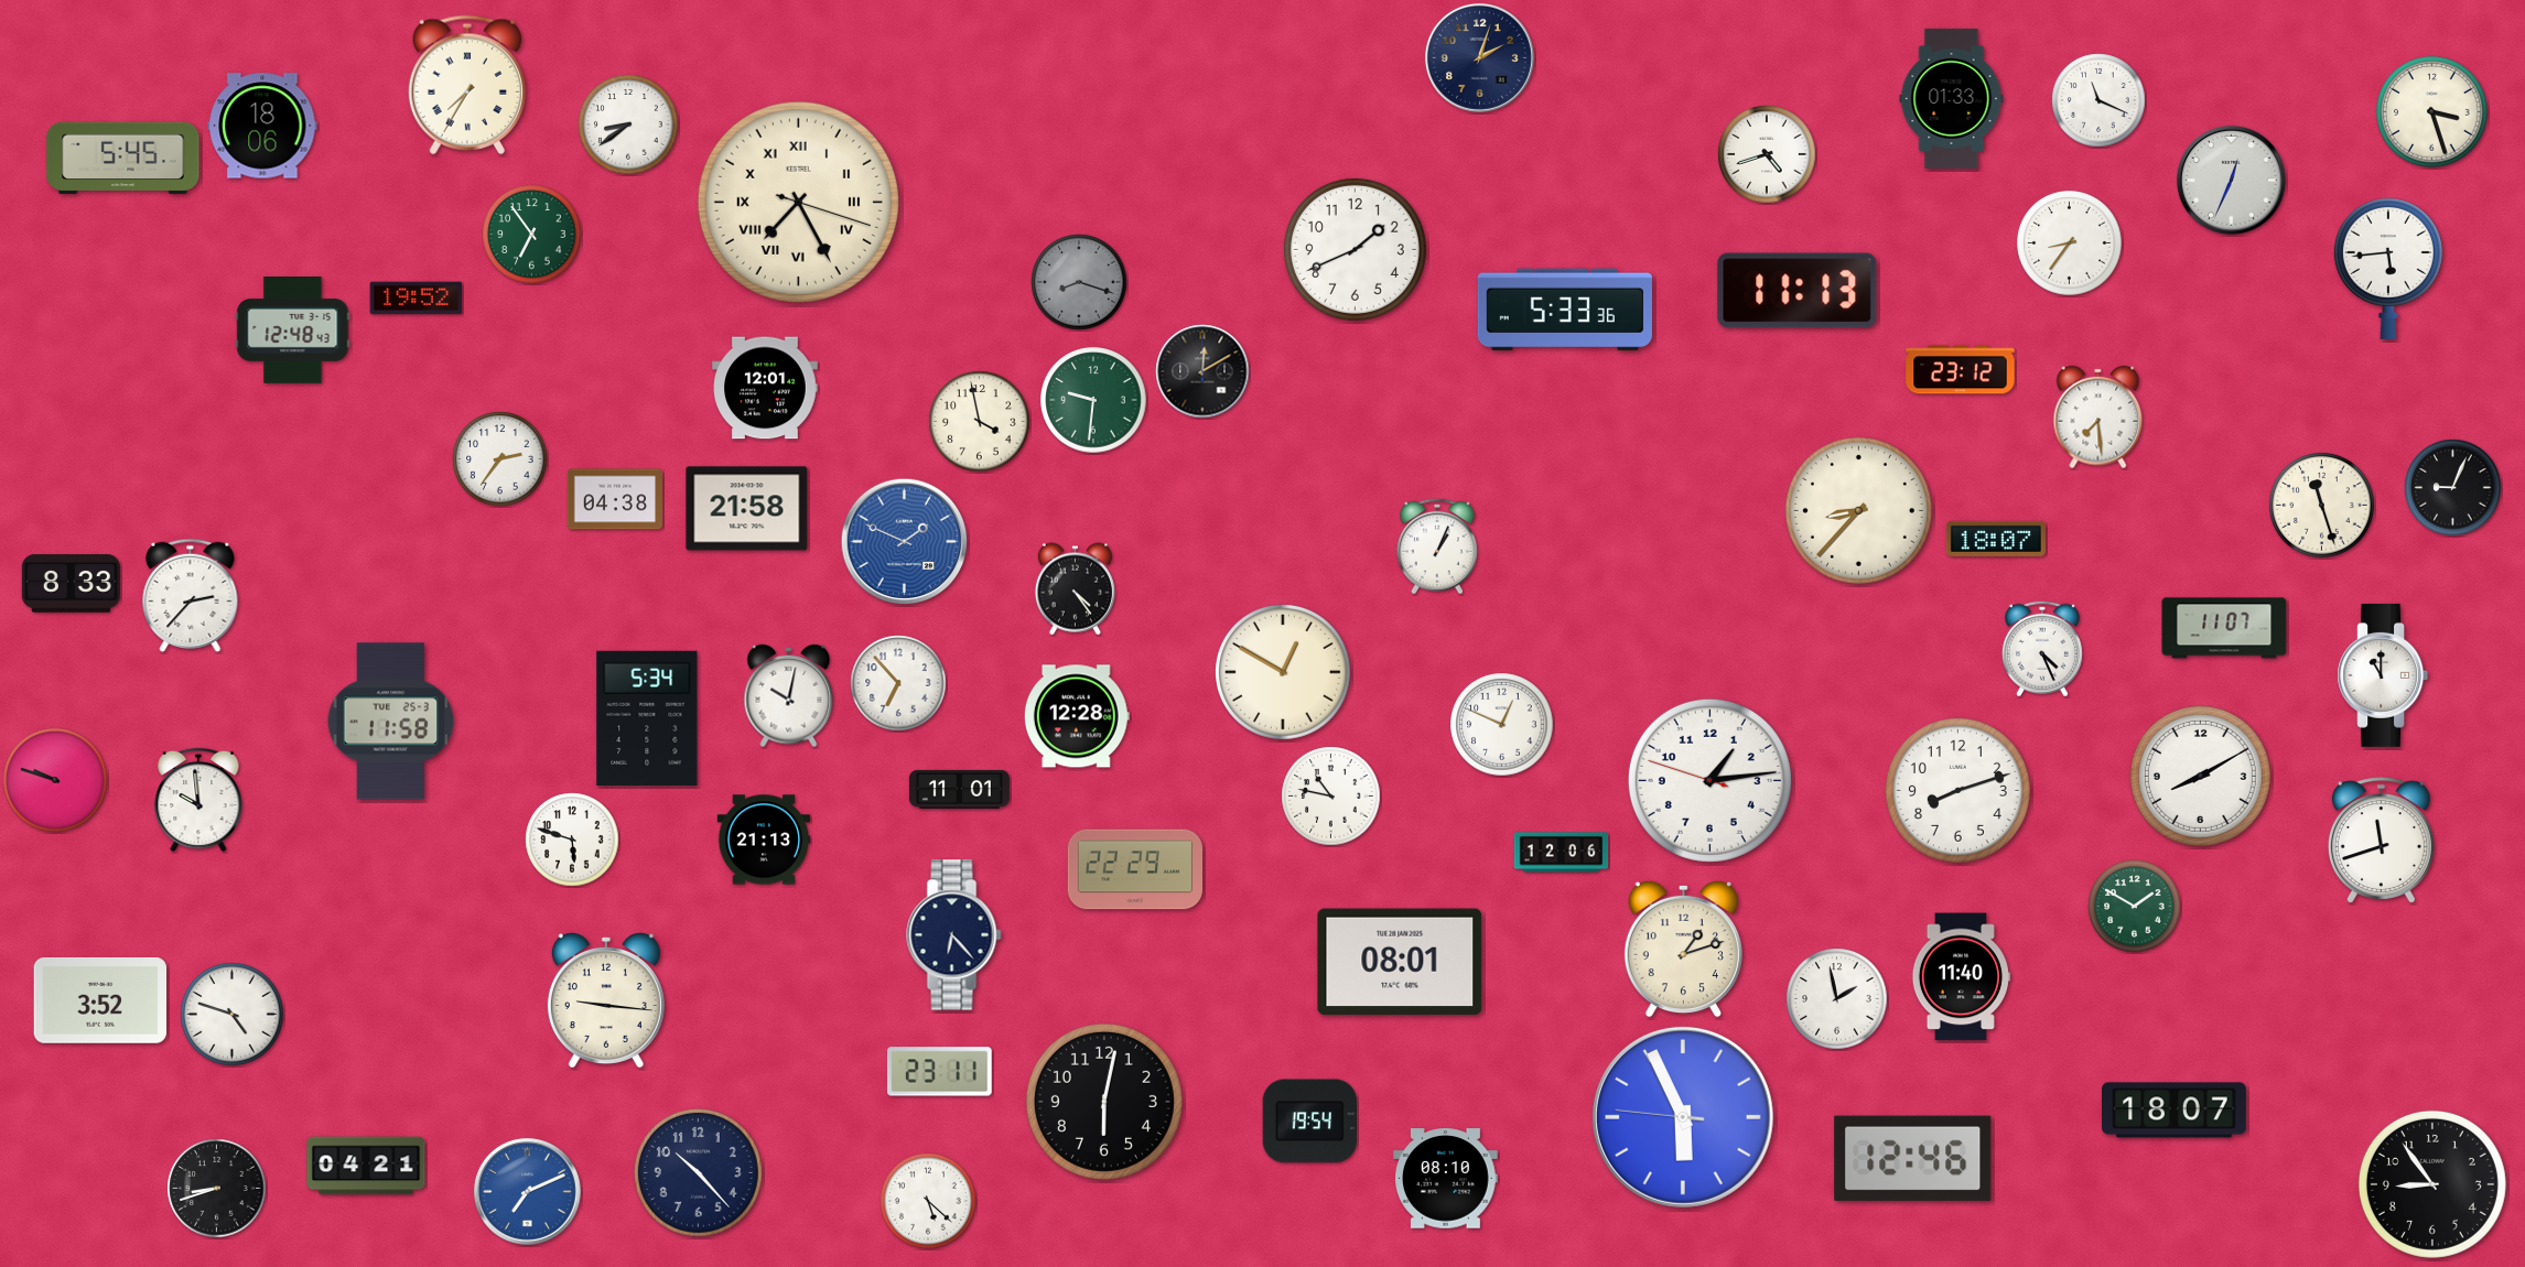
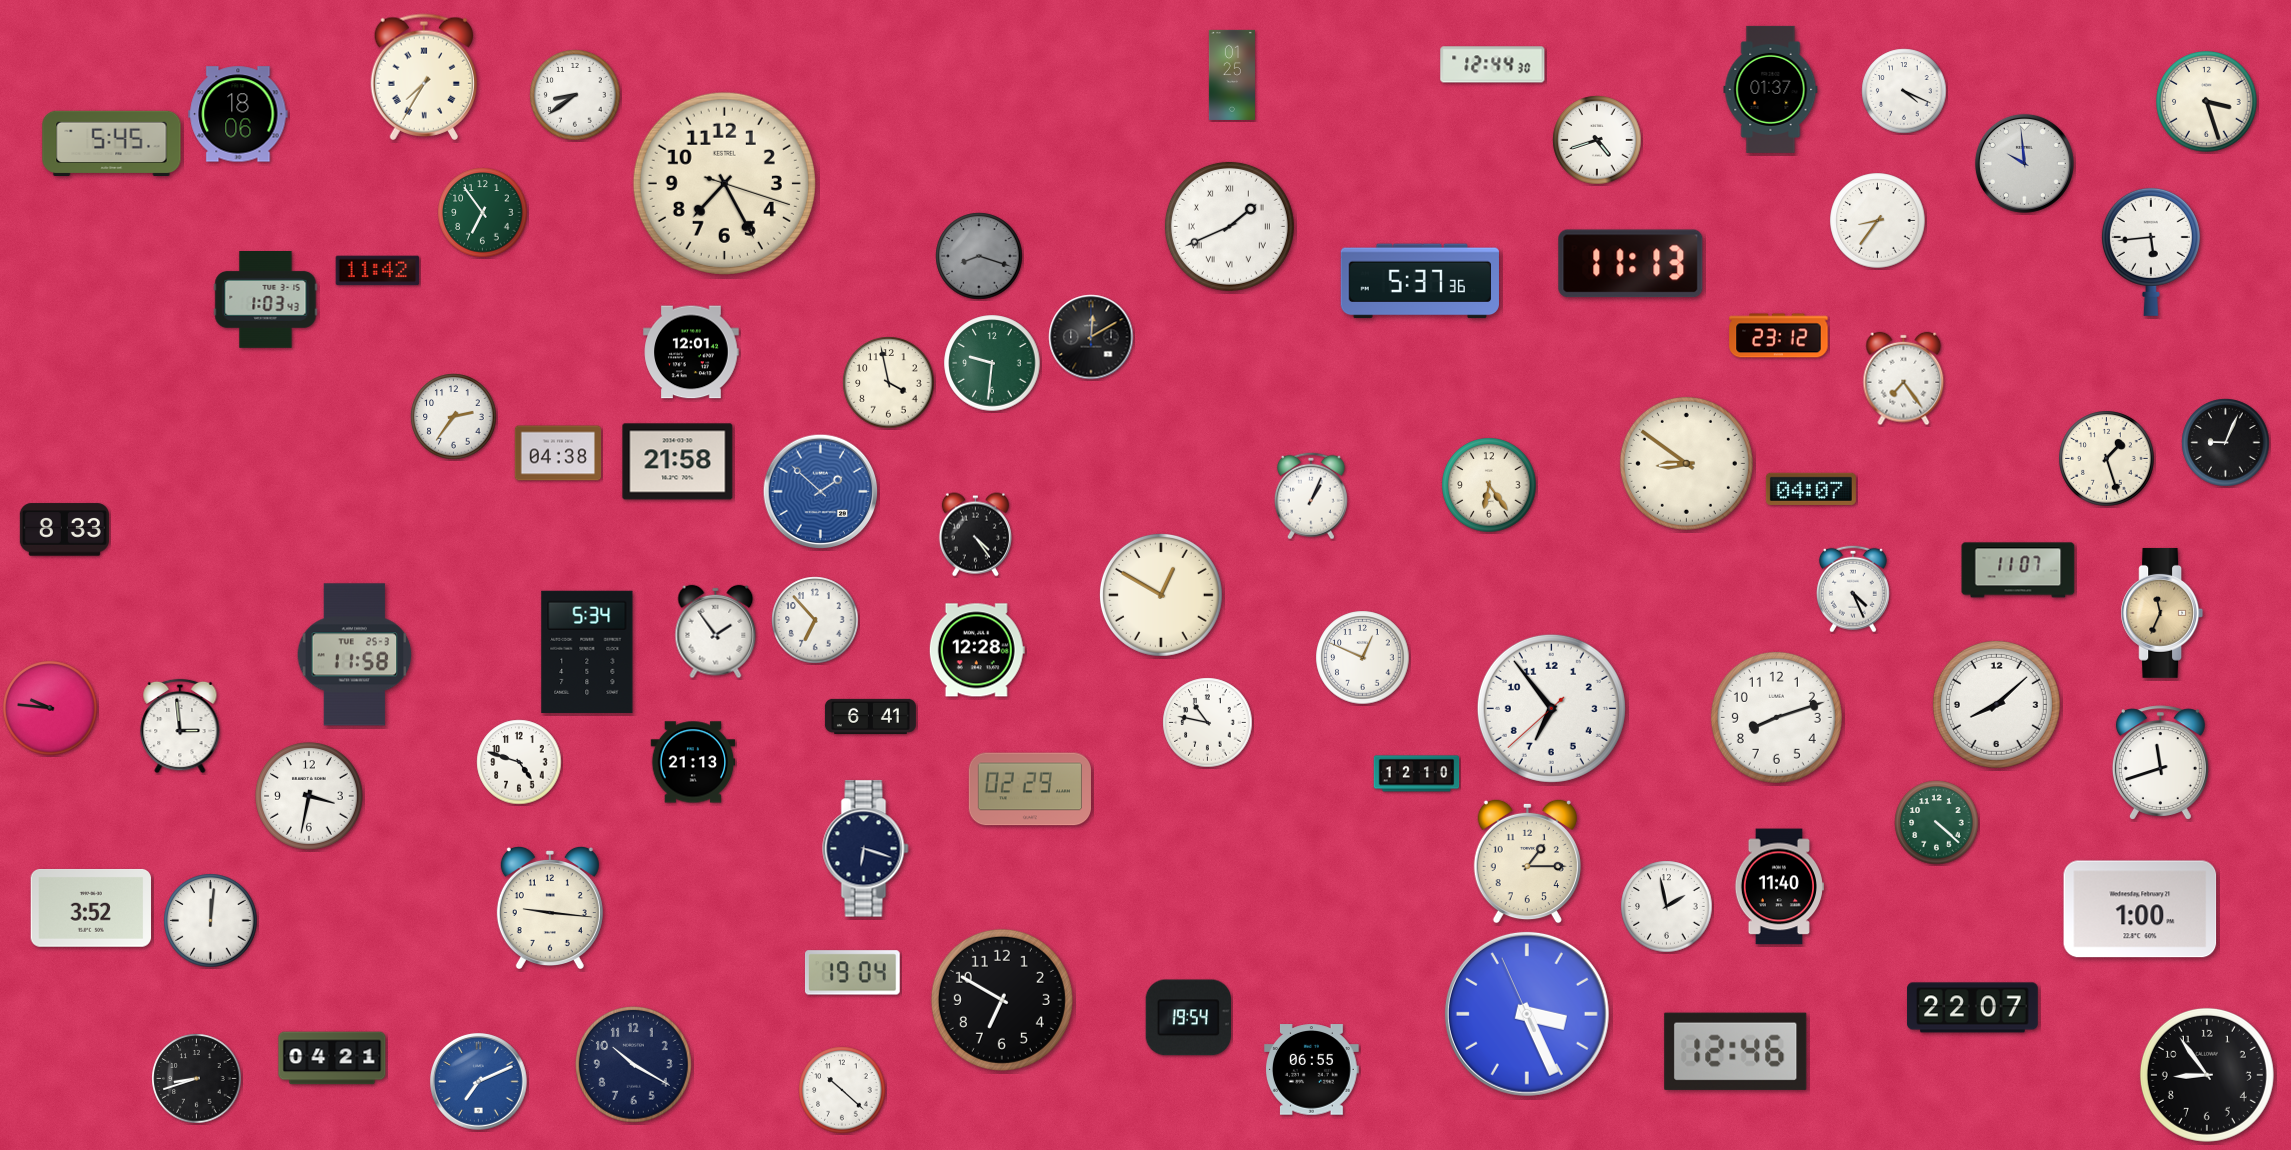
clock at (1479, 57): 2:03 -> none
clock at (1493, 65): none -> 12:44
clock at (1232, 75): none -> 01:25
clock at (1952, 98): 01:33 -> 01:37
clock at (2098, 100): 11:19 -> 4:19
clock at (628, 124) position: (628, 124) -> (575, 95)
clock at (1767, 154) position: (1767, 154) -> (1597, 140)
clock at (2231, 180): 12:34 -> 9:59
clock at (798, 202) numerals: Roman -> Arabic
clock at (1355, 249) numerals: Arabic -> Roman
clock at (2388, 268) position: (2388, 268) -> (2151, 251)
clock at (417, 299): 19:52 -> 11:42
clock at (1565, 310): 5:33 -> 5:37
clock at (293, 331): 12:48 -> 1:03
clock at (765, 388) position: (765, 388) -> (691, 352)
clock at (2098, 418): 7:29 -> 7:24
clock at (2322, 506): 11:27 -> 1:27
clock at (1858, 510): 8:37 -> 8:51
clock at (1489, 485): none -> 6:24
clock at (1996, 539): 18:07 -> 04:07
clock at (905, 542): 1:49 -> 1:52
clock at (1437, 546) position: (1437, 546) -> (1311, 496)
clock at (191, 595): 2:37 -> none
clock at (1283, 672) position: (1283, 672) -> (1161, 595)
clock at (2383, 675): 11:00 -> 11:34
clock at (2383, 675) dial: white -> champagne
clock at (789, 696): 10:02 -> 1:54
clock at (2200, 776): 8:10 -> 8:08
clock at (55, 780): 9:48 -> 9:46
clock at (1709, 780): 1:13 -> 6:53
clock at (959, 789): 11:01 -> 6:41
clock at (198, 800): 9:59 -> 2:59
clock at (572, 840): 5:48 -> 4:48
clock at (1562, 853): 12:06 -> 12:10
clock at (1134, 869): 22:29 -> 02:29
clock at (309, 796): none -> 3:32
clock at (2135, 907): 1:50 -> 4:22
clock at (954, 935): 6:23 -> 6:18
clock at (1683, 949): 1:12 -> 1:15
clock at (1400, 962): 08:01 -> none
clock at (2140, 909): none -> 1:00
clock at (233, 1015): 4:48 -> 12:01
clock at (939, 1072): 23:11 -> 19:04
clock at (1104, 1102): 6:02 -> 6:50
clock at (2175, 1111): 18:07 -> 22:07
clock at (1683, 1117): 5:55 -> 3:25
clock at (699, 1173): 10:23 -> 10:20
clock at (1446, 1179): 08:10 -> 06:55
clock at (928, 1201): 5:22 -> 10:22
